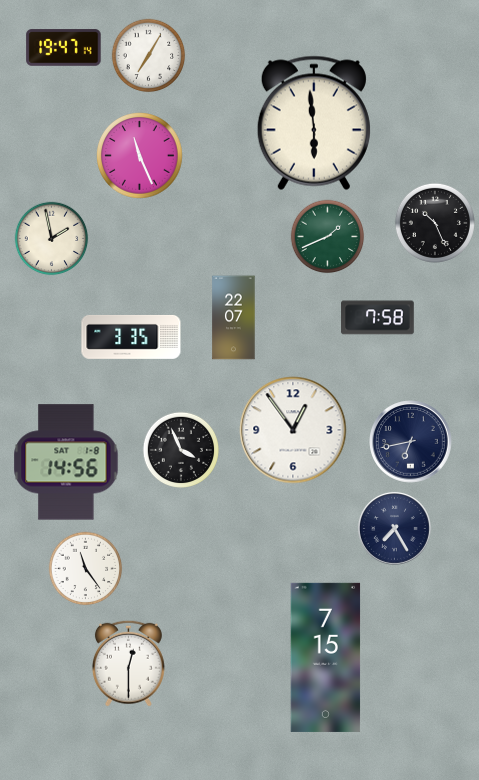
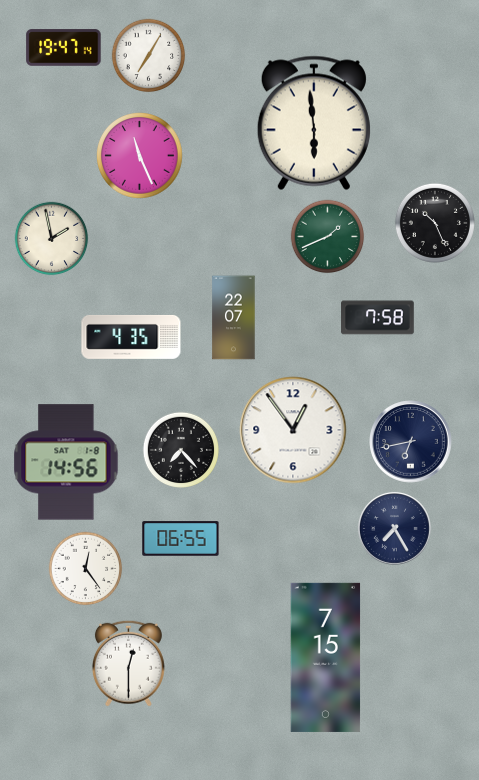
clock at (131, 337): 3:35 -> 4:35
clock at (180, 449): 3:56 -> 7:23
clock at (181, 539): none -> 06:55
clock at (86, 569): 11:24 -> 12:24
